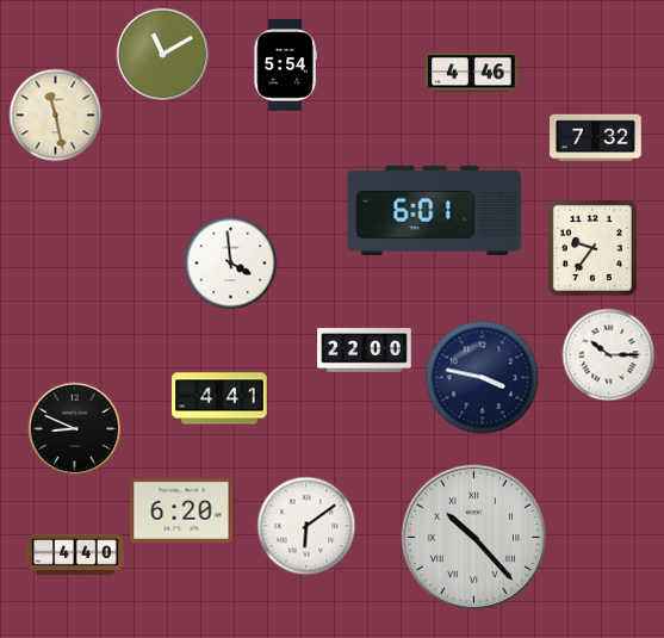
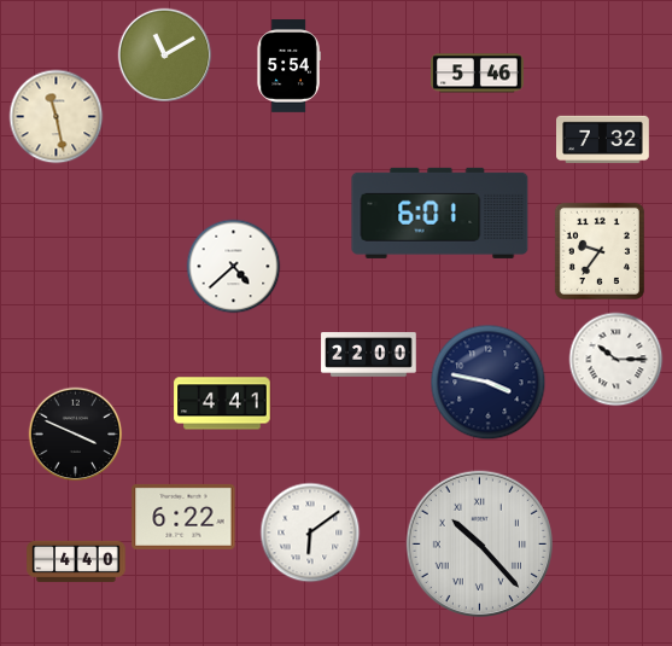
clock at (472, 73): 4:46 -> 5:46
clock at (230, 262): 3:59 -> 4:38
clock at (74, 428): 8:49 -> 3:49
clock at (181, 510): 6:20 -> 6:22
